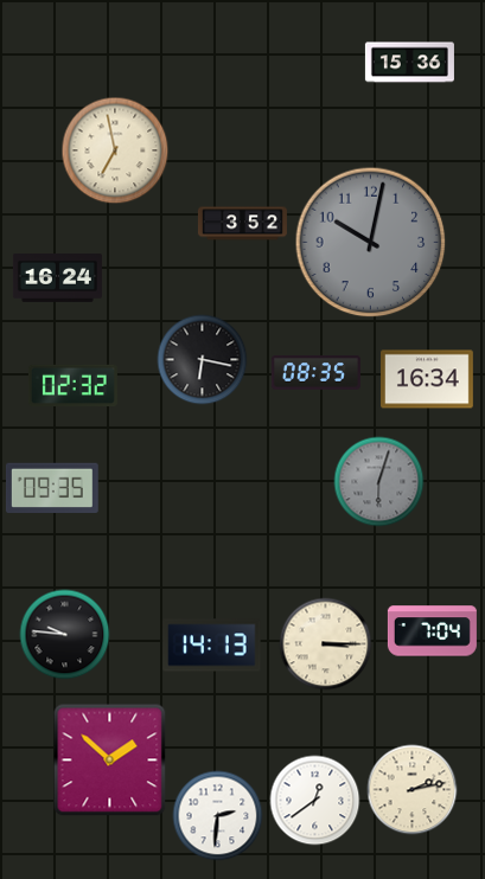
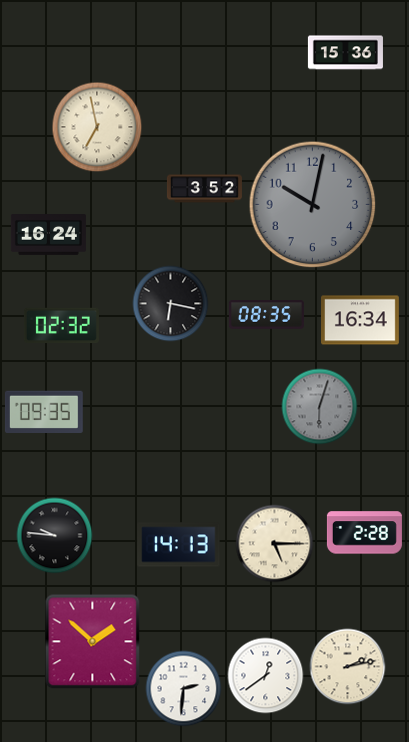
clock at (432, 631): 7:04 -> 2:28
clock at (326, 644): 3:15 -> 5:15
